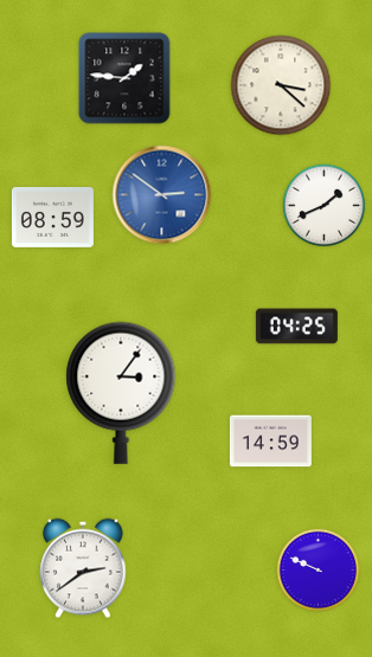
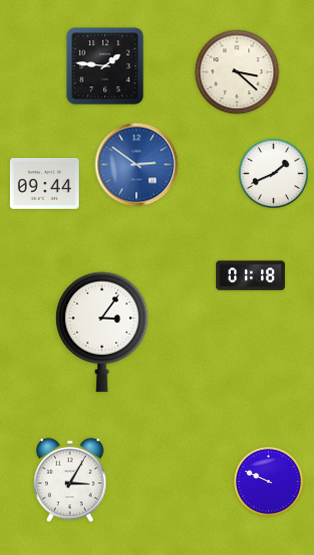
clock at (52, 217): 08:59 -> 09:44
clock at (296, 327): 04:25 -> 01:18
clock at (270, 442): 14:59 -> none
clock at (83, 568): 2:39 -> 3:05
